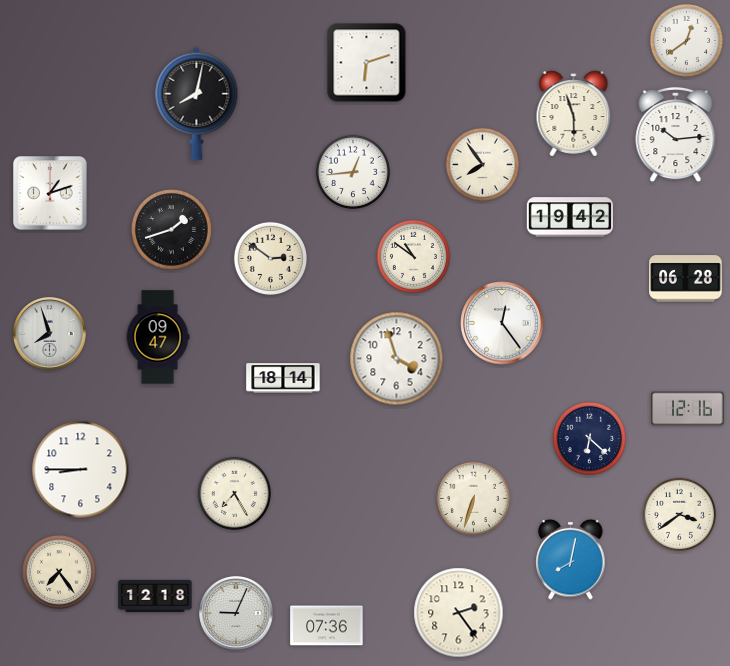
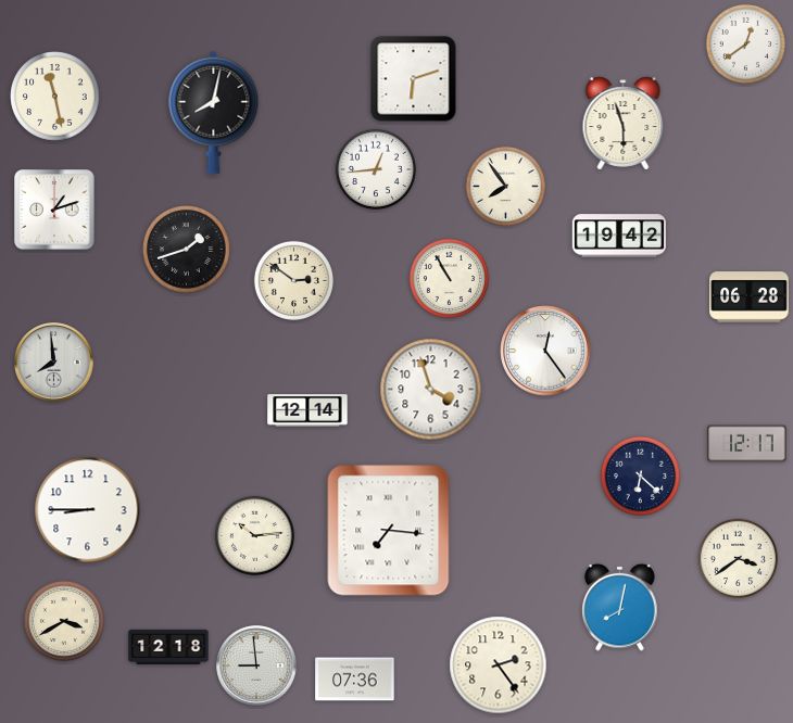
clock at (367, 63) position: (367, 63) -> (414, 79)
clock at (55, 97): none -> 11:28
clock at (676, 135): 10:14 -> none
clock at (482, 164) position: (482, 164) -> (505, 186)
clock at (353, 172) position: (353, 172) -> (376, 169)
clock at (413, 256): 10:51 -> 10:55
clock at (686, 279) position: (686, 279) -> (750, 297)
clock at (50, 334): 7:57 -> 7:59
clock at (158, 337): 09:47 -> none
clock at (283, 378): 18:14 -> 12:14
clock at (688, 409): 12:16 -> 12:17
clock at (389, 531): none -> 7:16
clock at (234, 493): 7:25 -> 10:14
clock at (473, 498): 6:33 -> none
clock at (59, 572): 7:24 -> 3:40
clock at (236, 613): 9:04 -> 8:59
